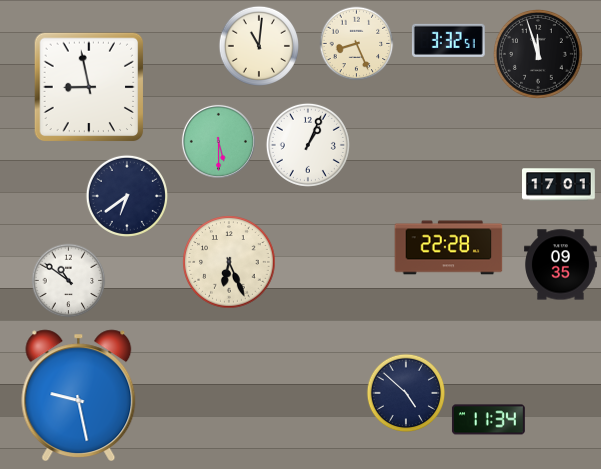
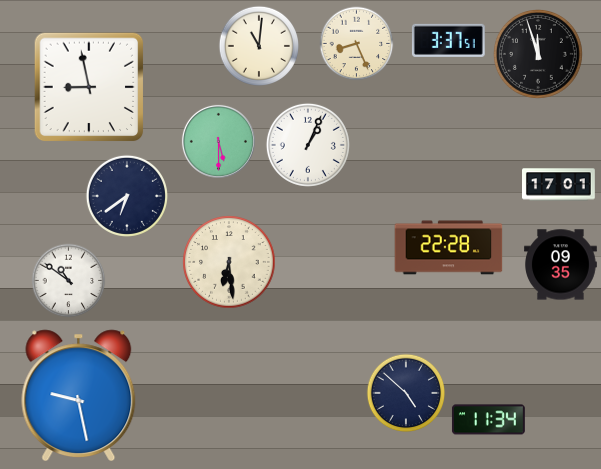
clock at (448, 40): 3:32 -> 3:37
clock at (229, 262): 6:26 -> 6:29
